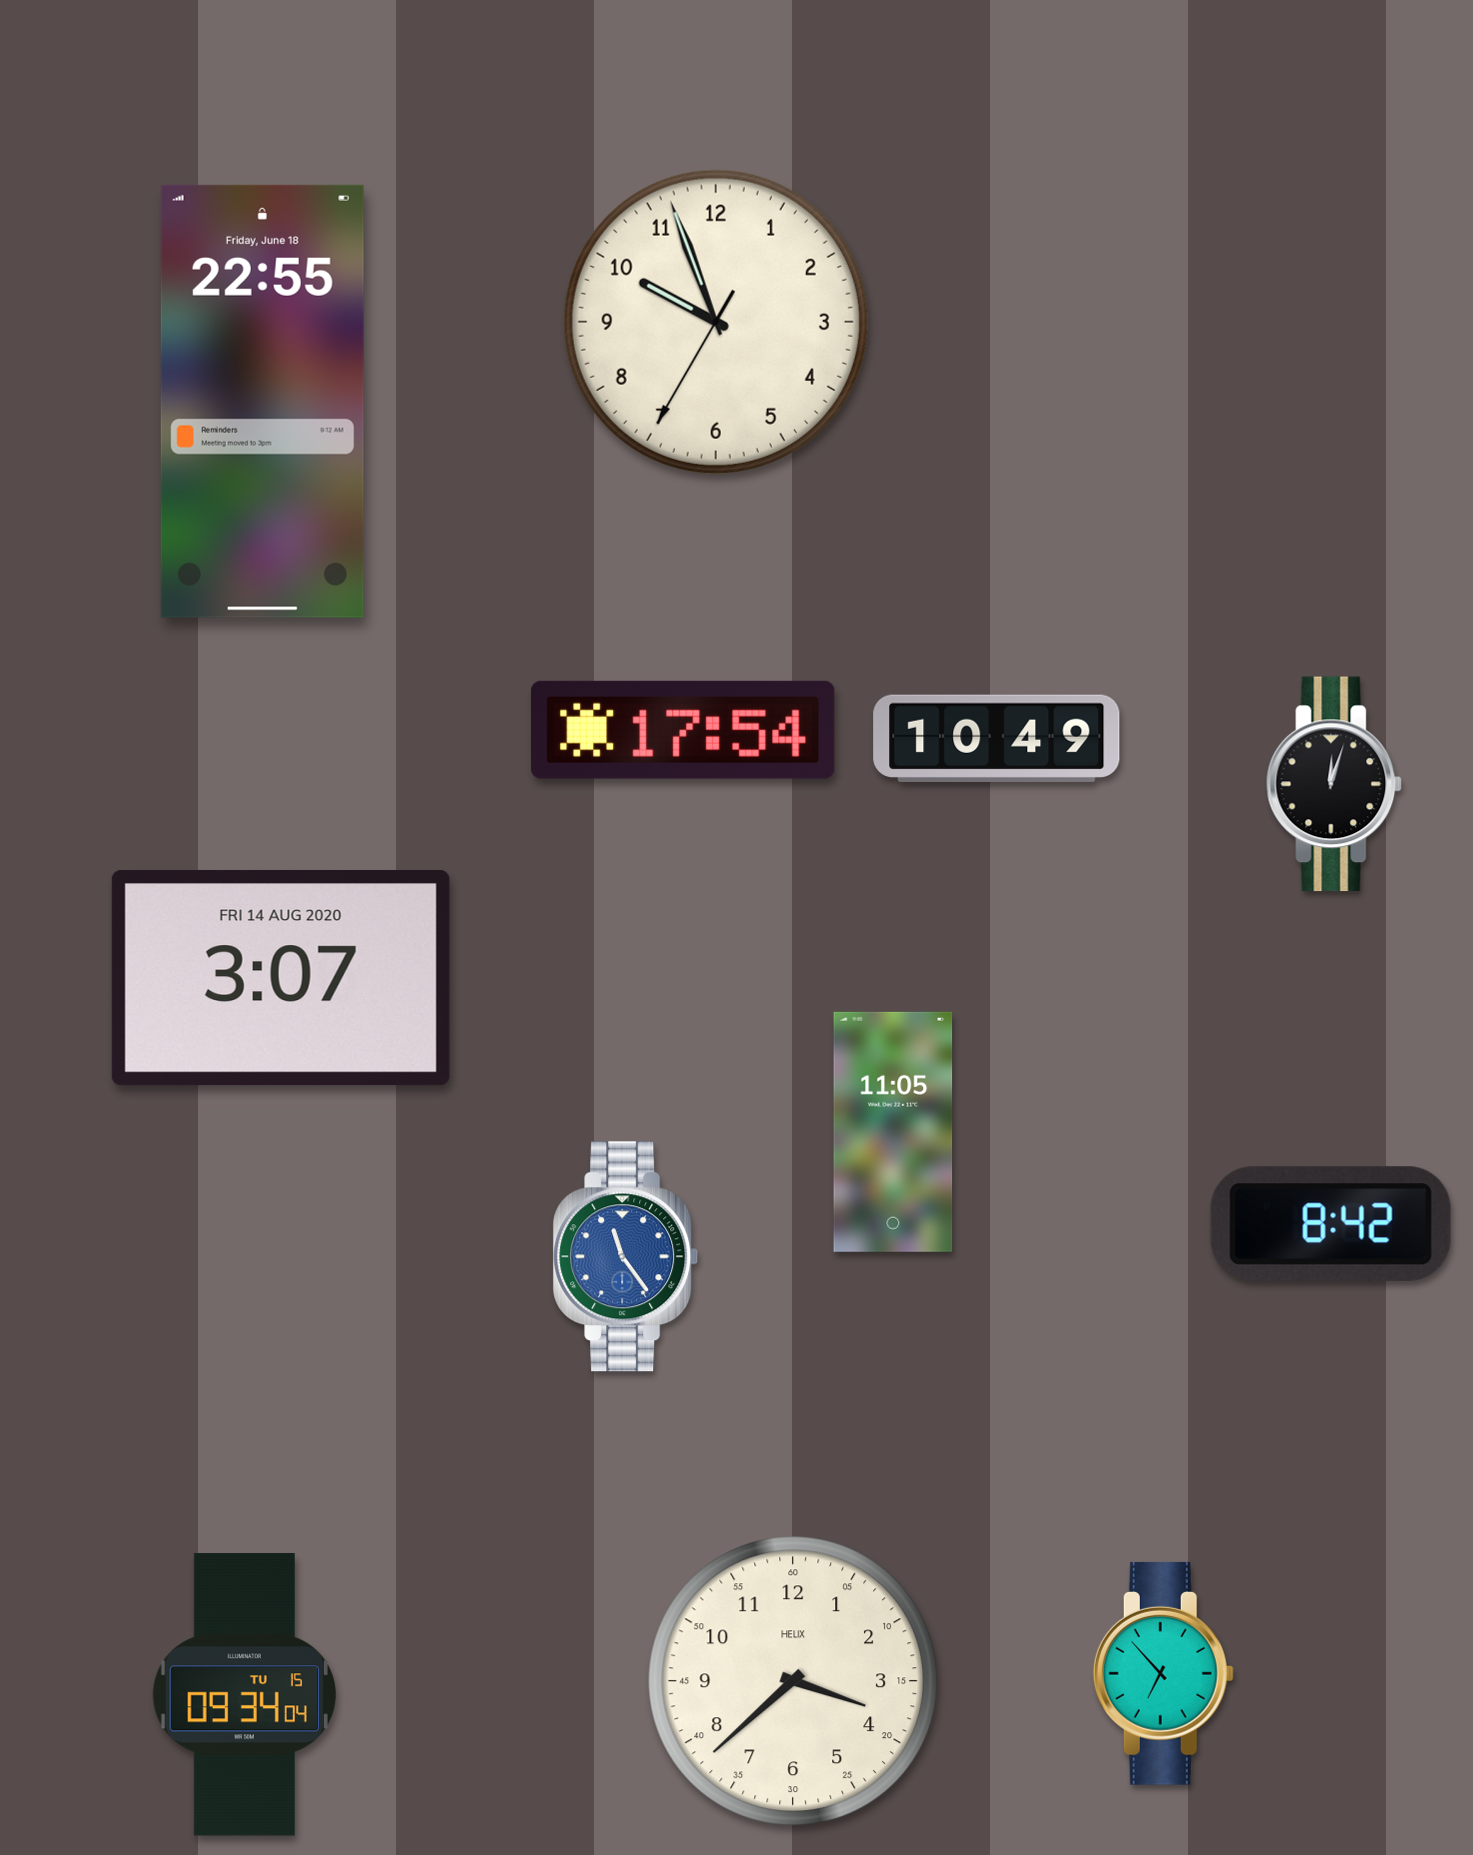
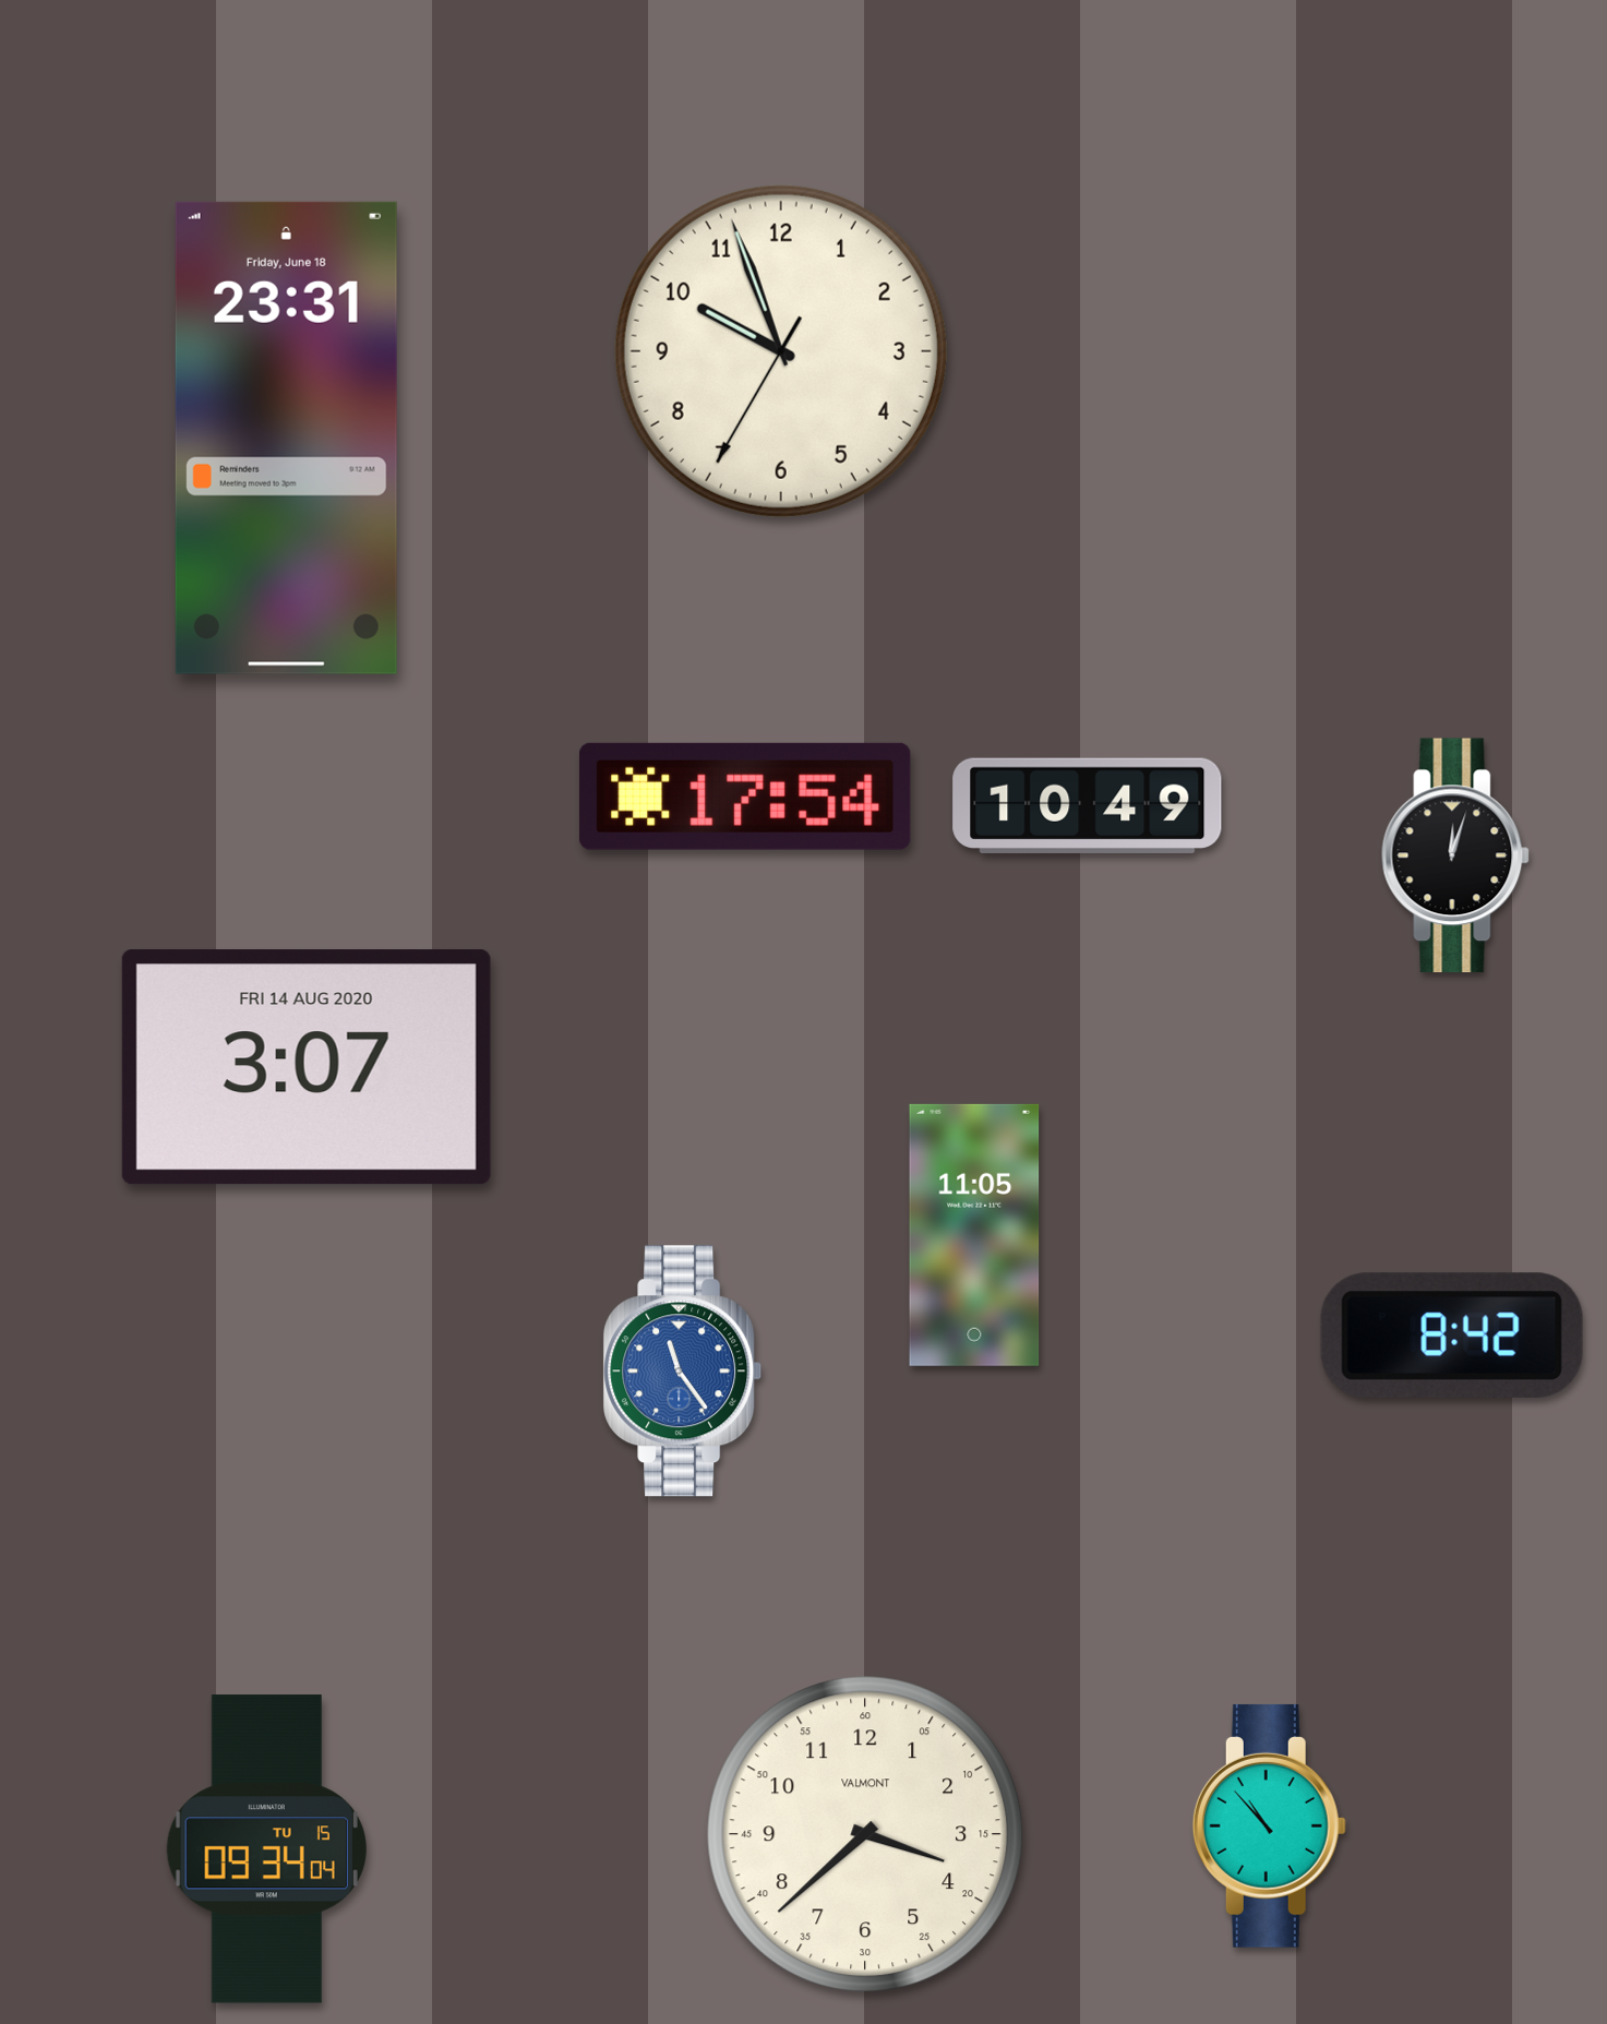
clock at (262, 401): 22:55 -> 23:31
clock at (1163, 1673): 6:53 -> 10:53
clock at (793, 1681) brand: HELIX -> VALMONT
